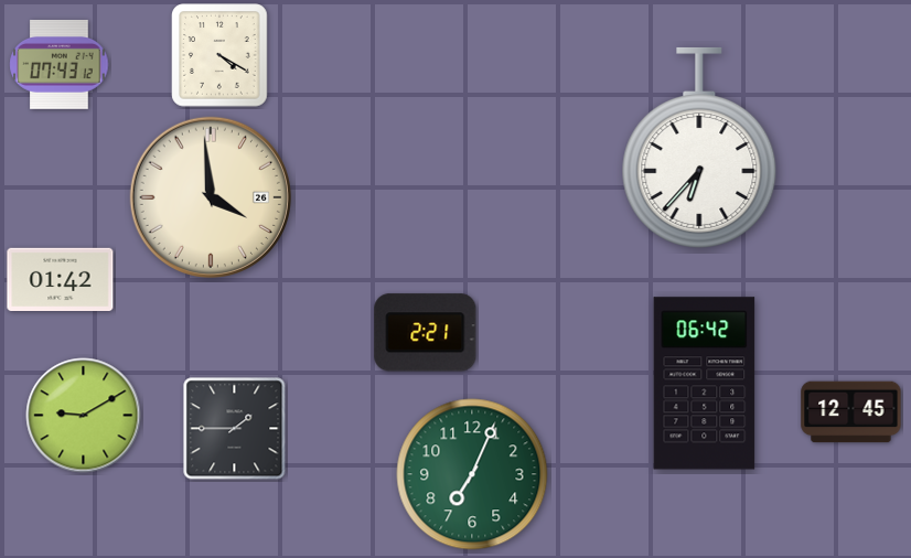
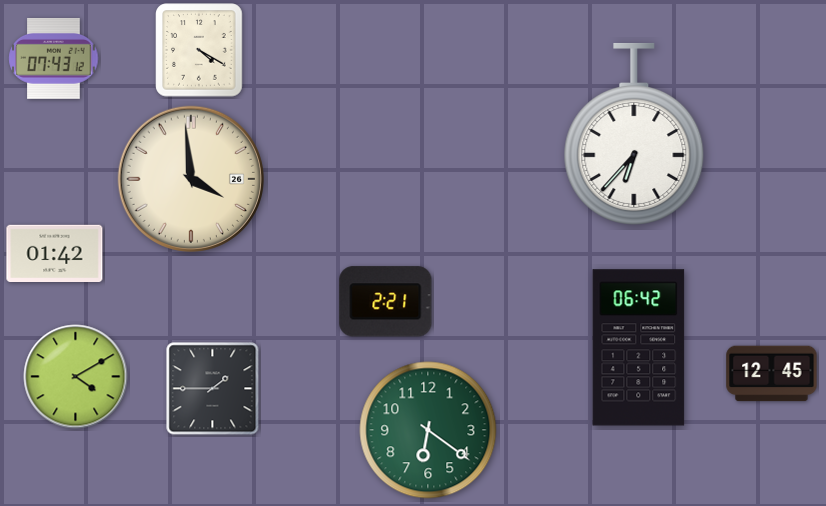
clock at (84, 416): 9:10 -> 4:10
clock at (472, 474): 7:04 -> 6:21
